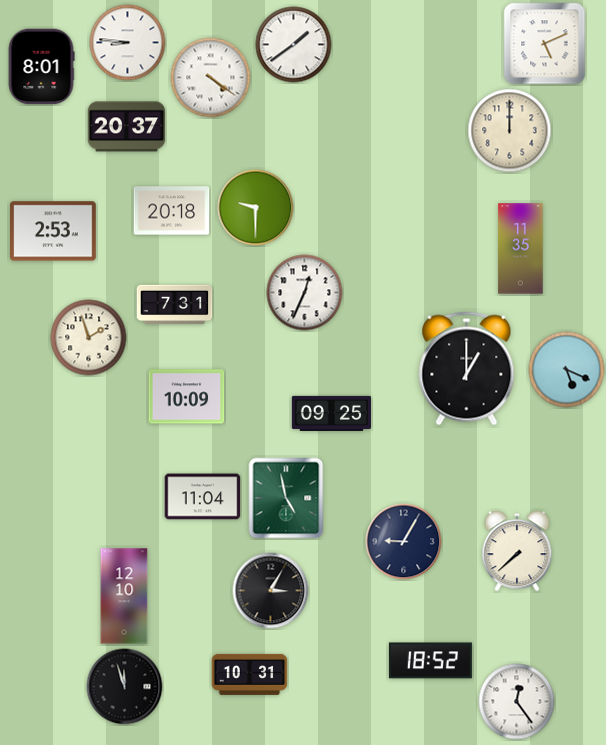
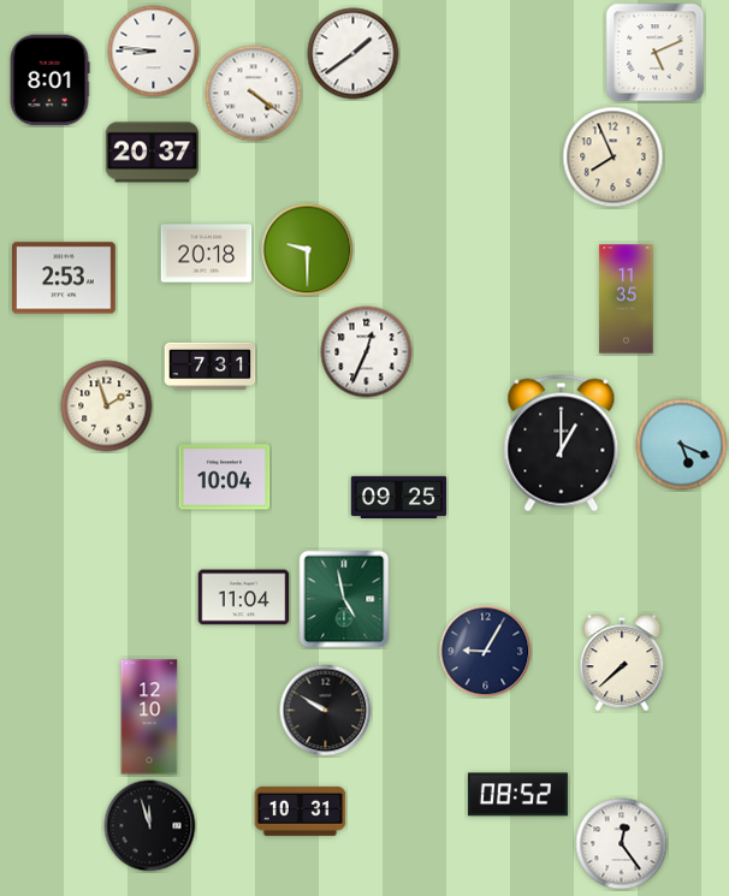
clock at (510, 131): 12:00 -> 7:56
clock at (187, 397): 10:09 -> 10:04
clock at (271, 591): 3:05 -> 9:50
clock at (430, 661): 18:52 -> 08:52
